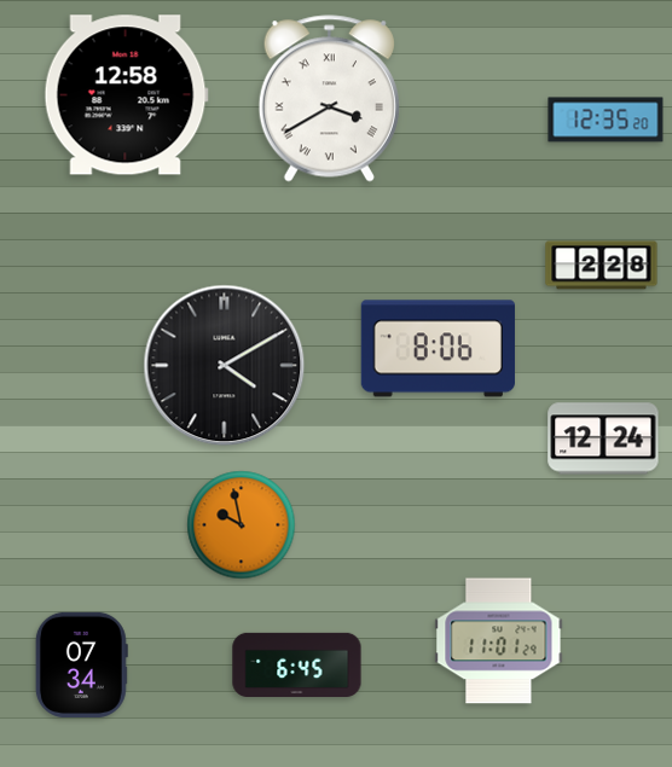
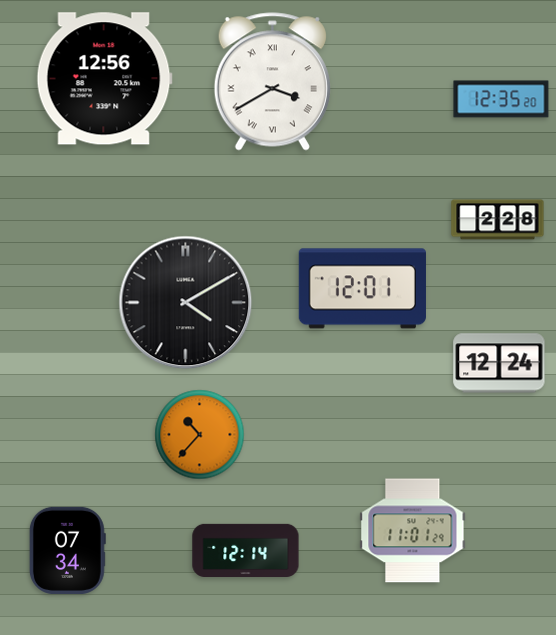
clock at (126, 95): 12:58 -> 12:56
clock at (438, 349): 8:06 -> 12:01
clock at (242, 525): 9:58 -> 10:37
clock at (297, 664): 6:45 -> 12:14
